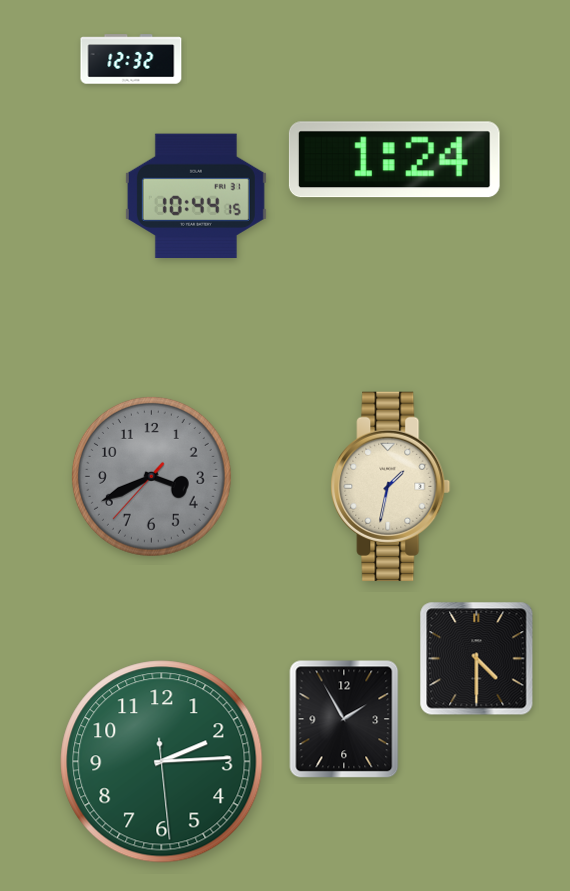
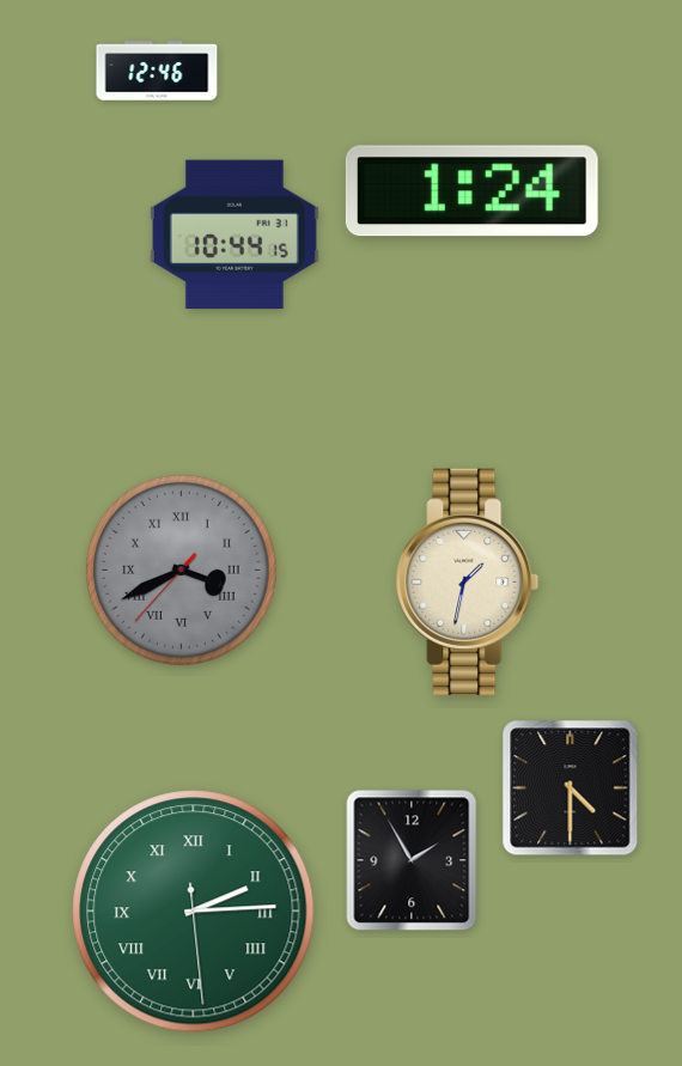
clock at (131, 59): 12:32 -> 12:46
clock at (151, 476) numerals: Arabic -> Roman
clock at (162, 762) numerals: Arabic -> Roman
